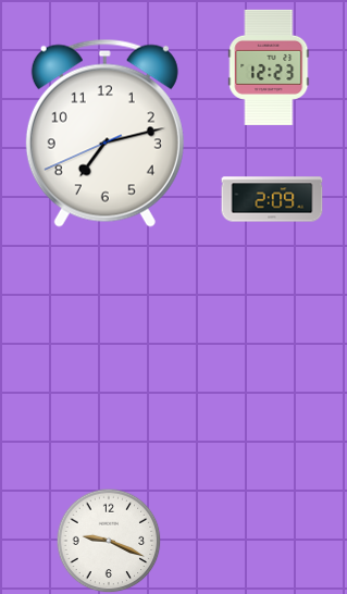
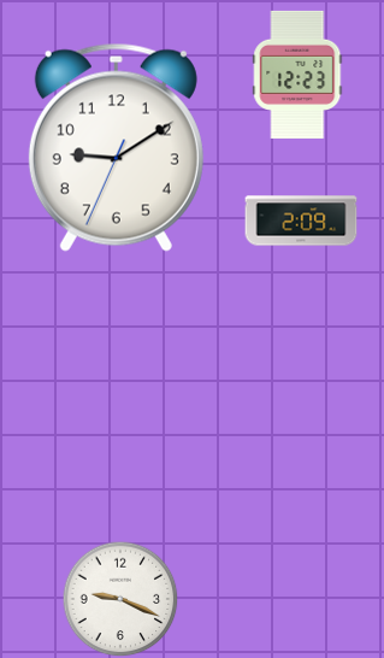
clock at (104, 133): 7:12 -> 9:09
